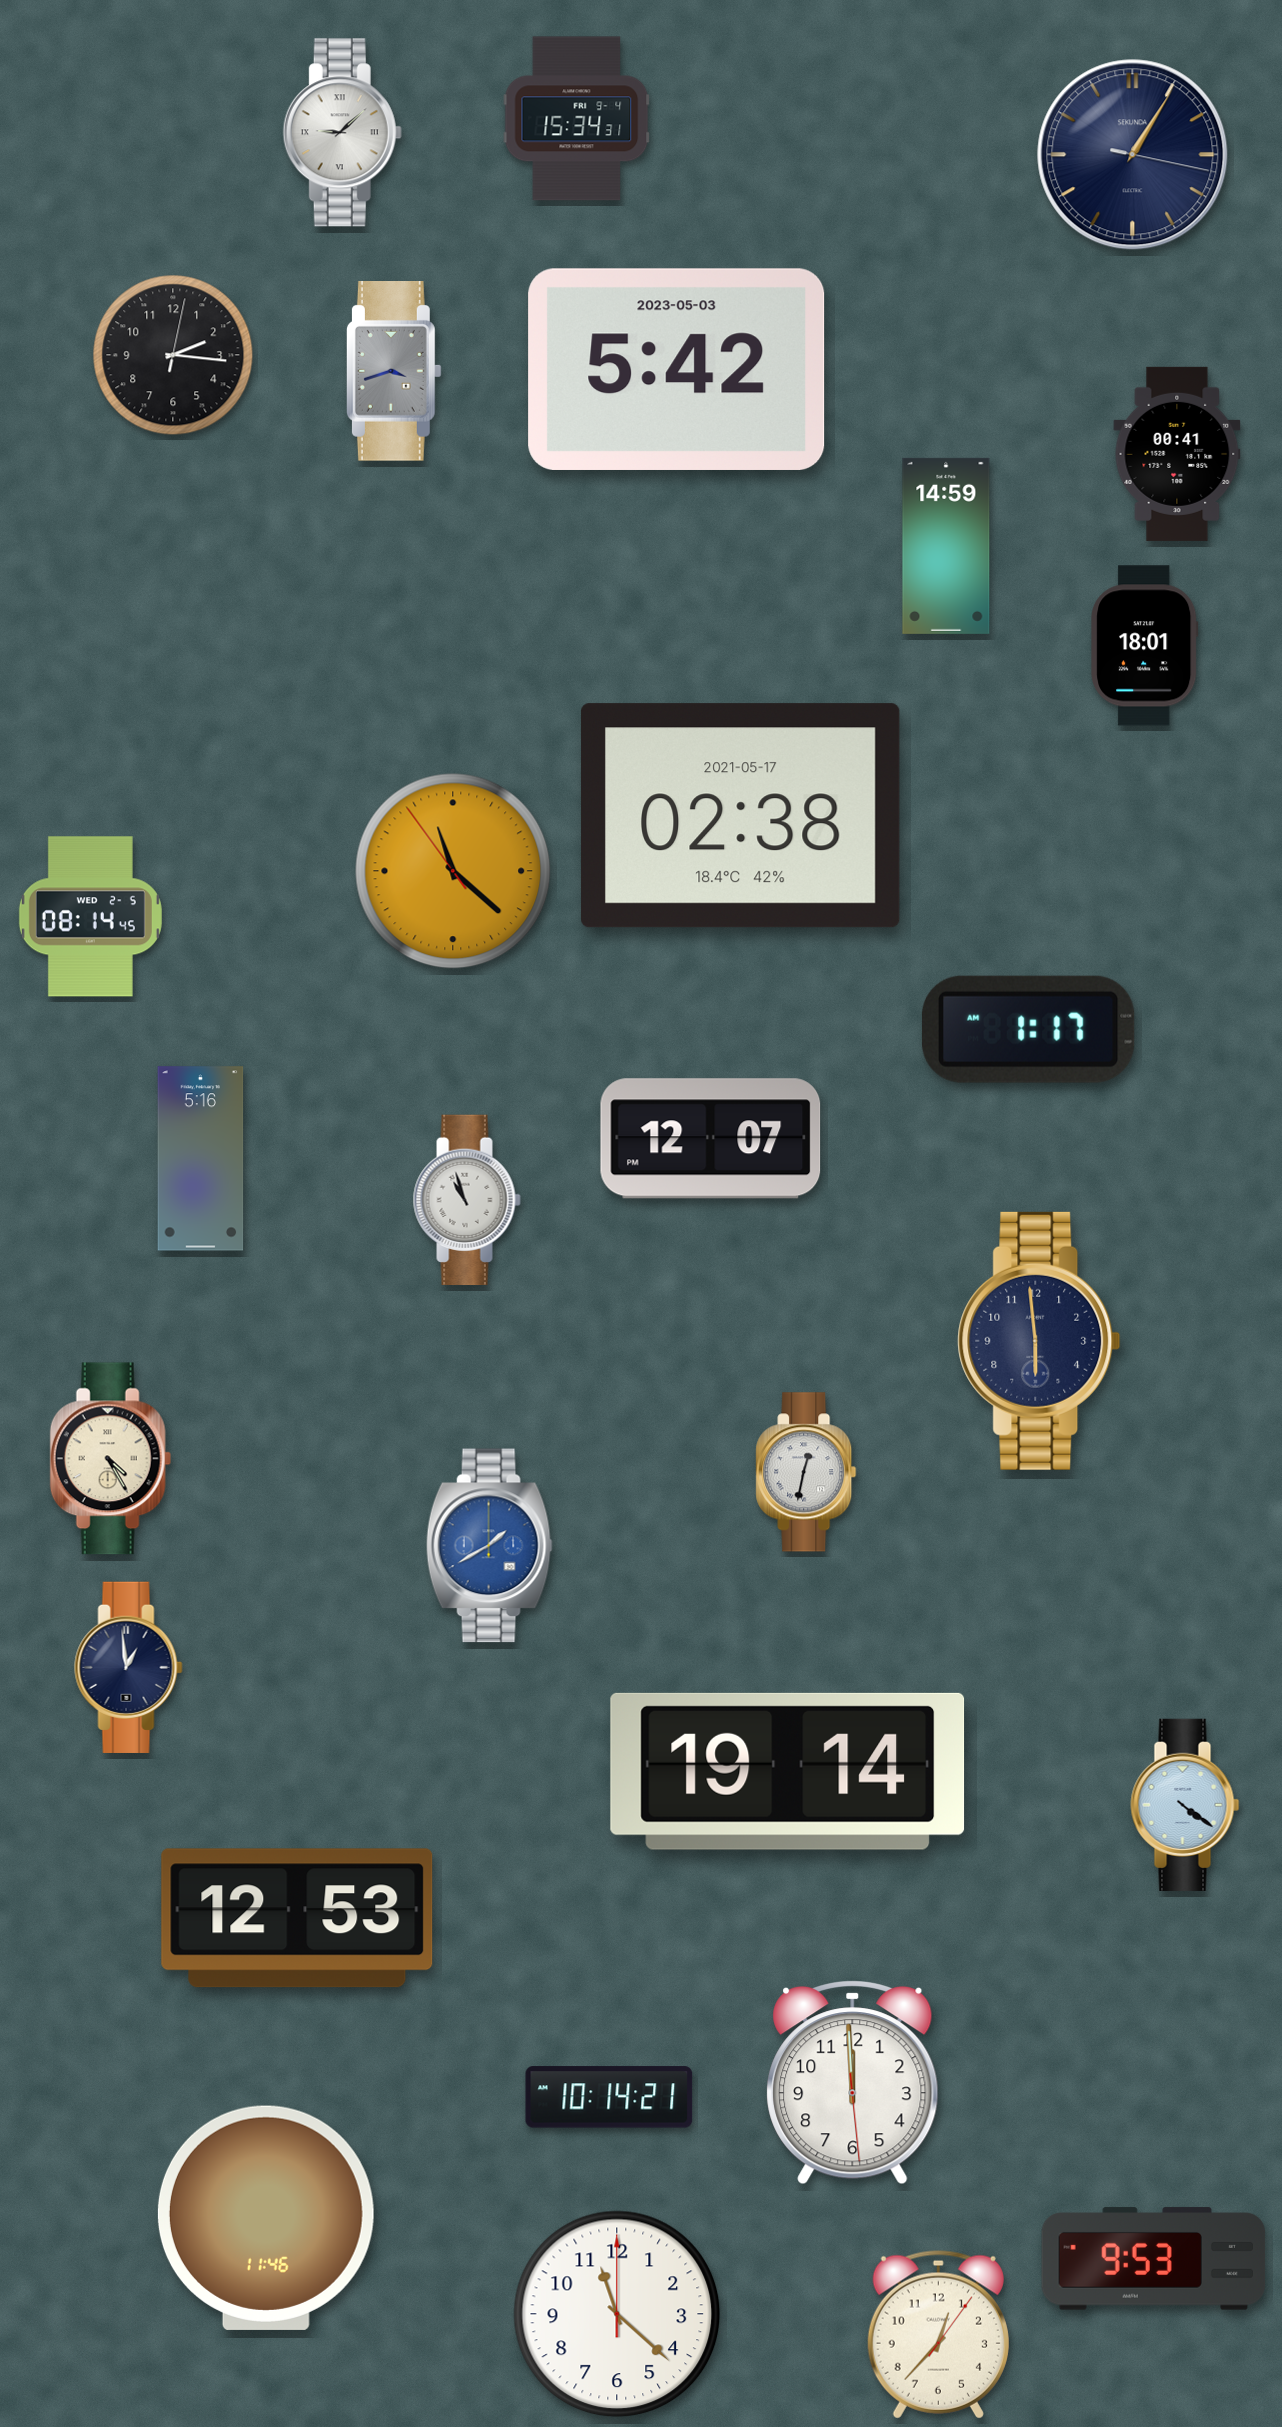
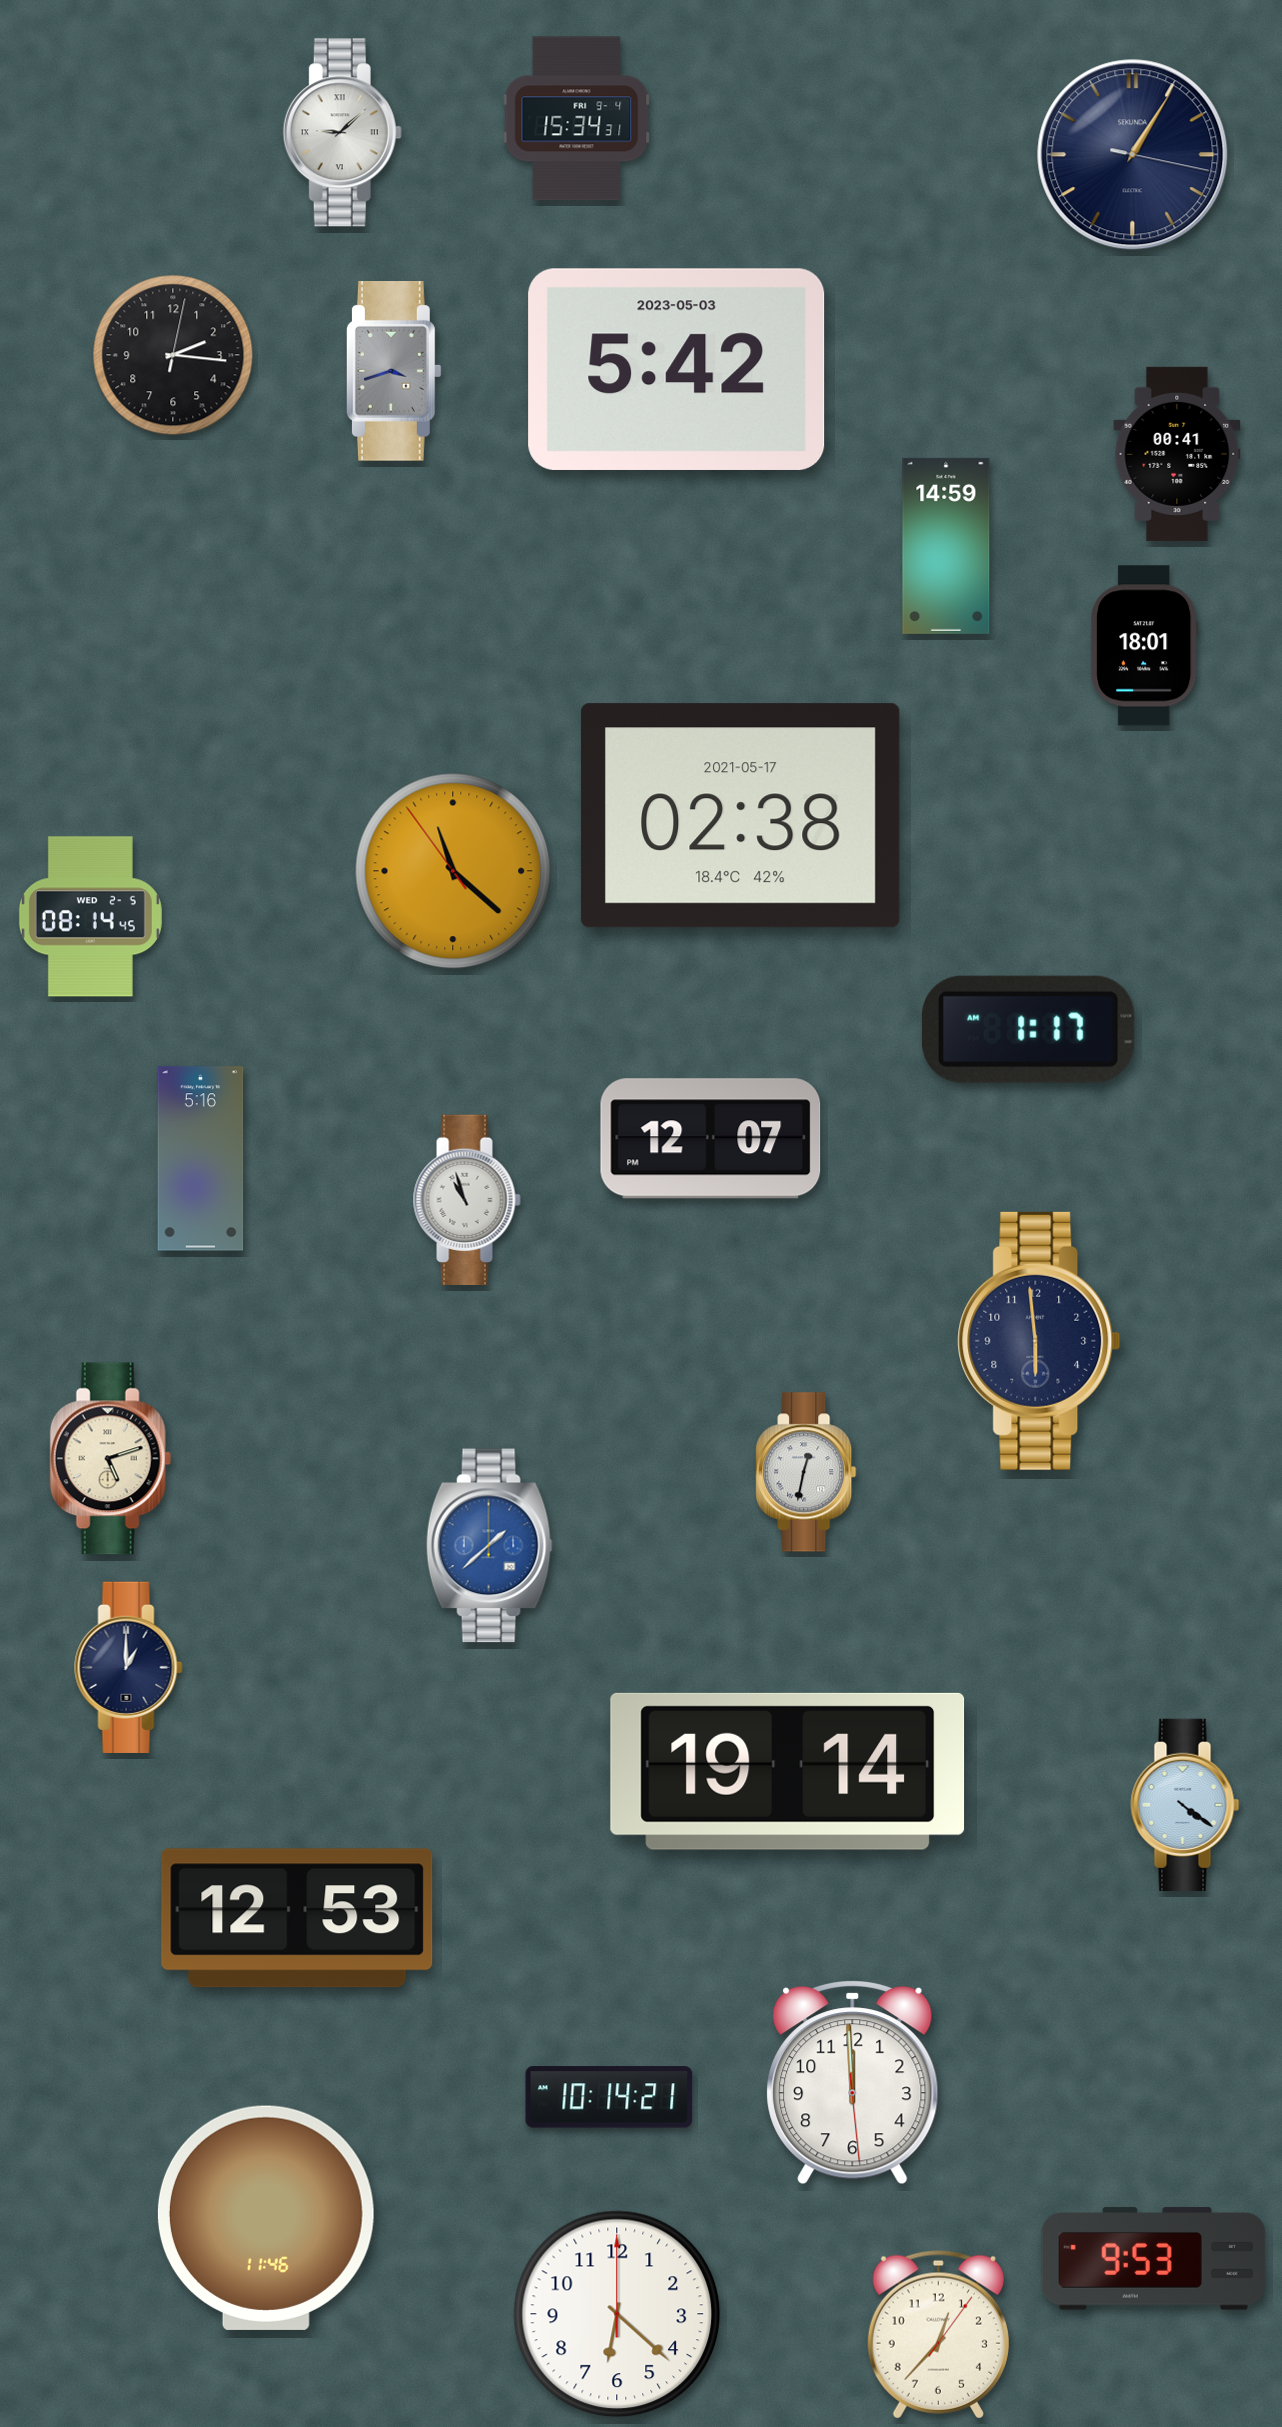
clock at (110, 1459): 4:25 -> 5:12
clock at (489, 1546): 1:40 -> 1:38
clock at (129, 1667): 12:59 -> 1:00
clock at (617, 2314): 11:22 -> 6:22
